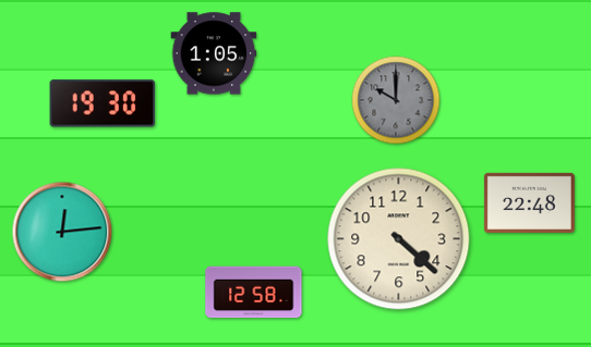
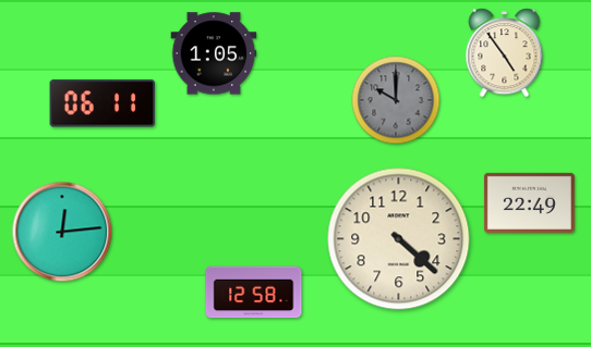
clock at (505, 53): none -> 4:54
clock at (102, 103): 19:30 -> 06:11
clock at (529, 202): 22:48 -> 22:49
